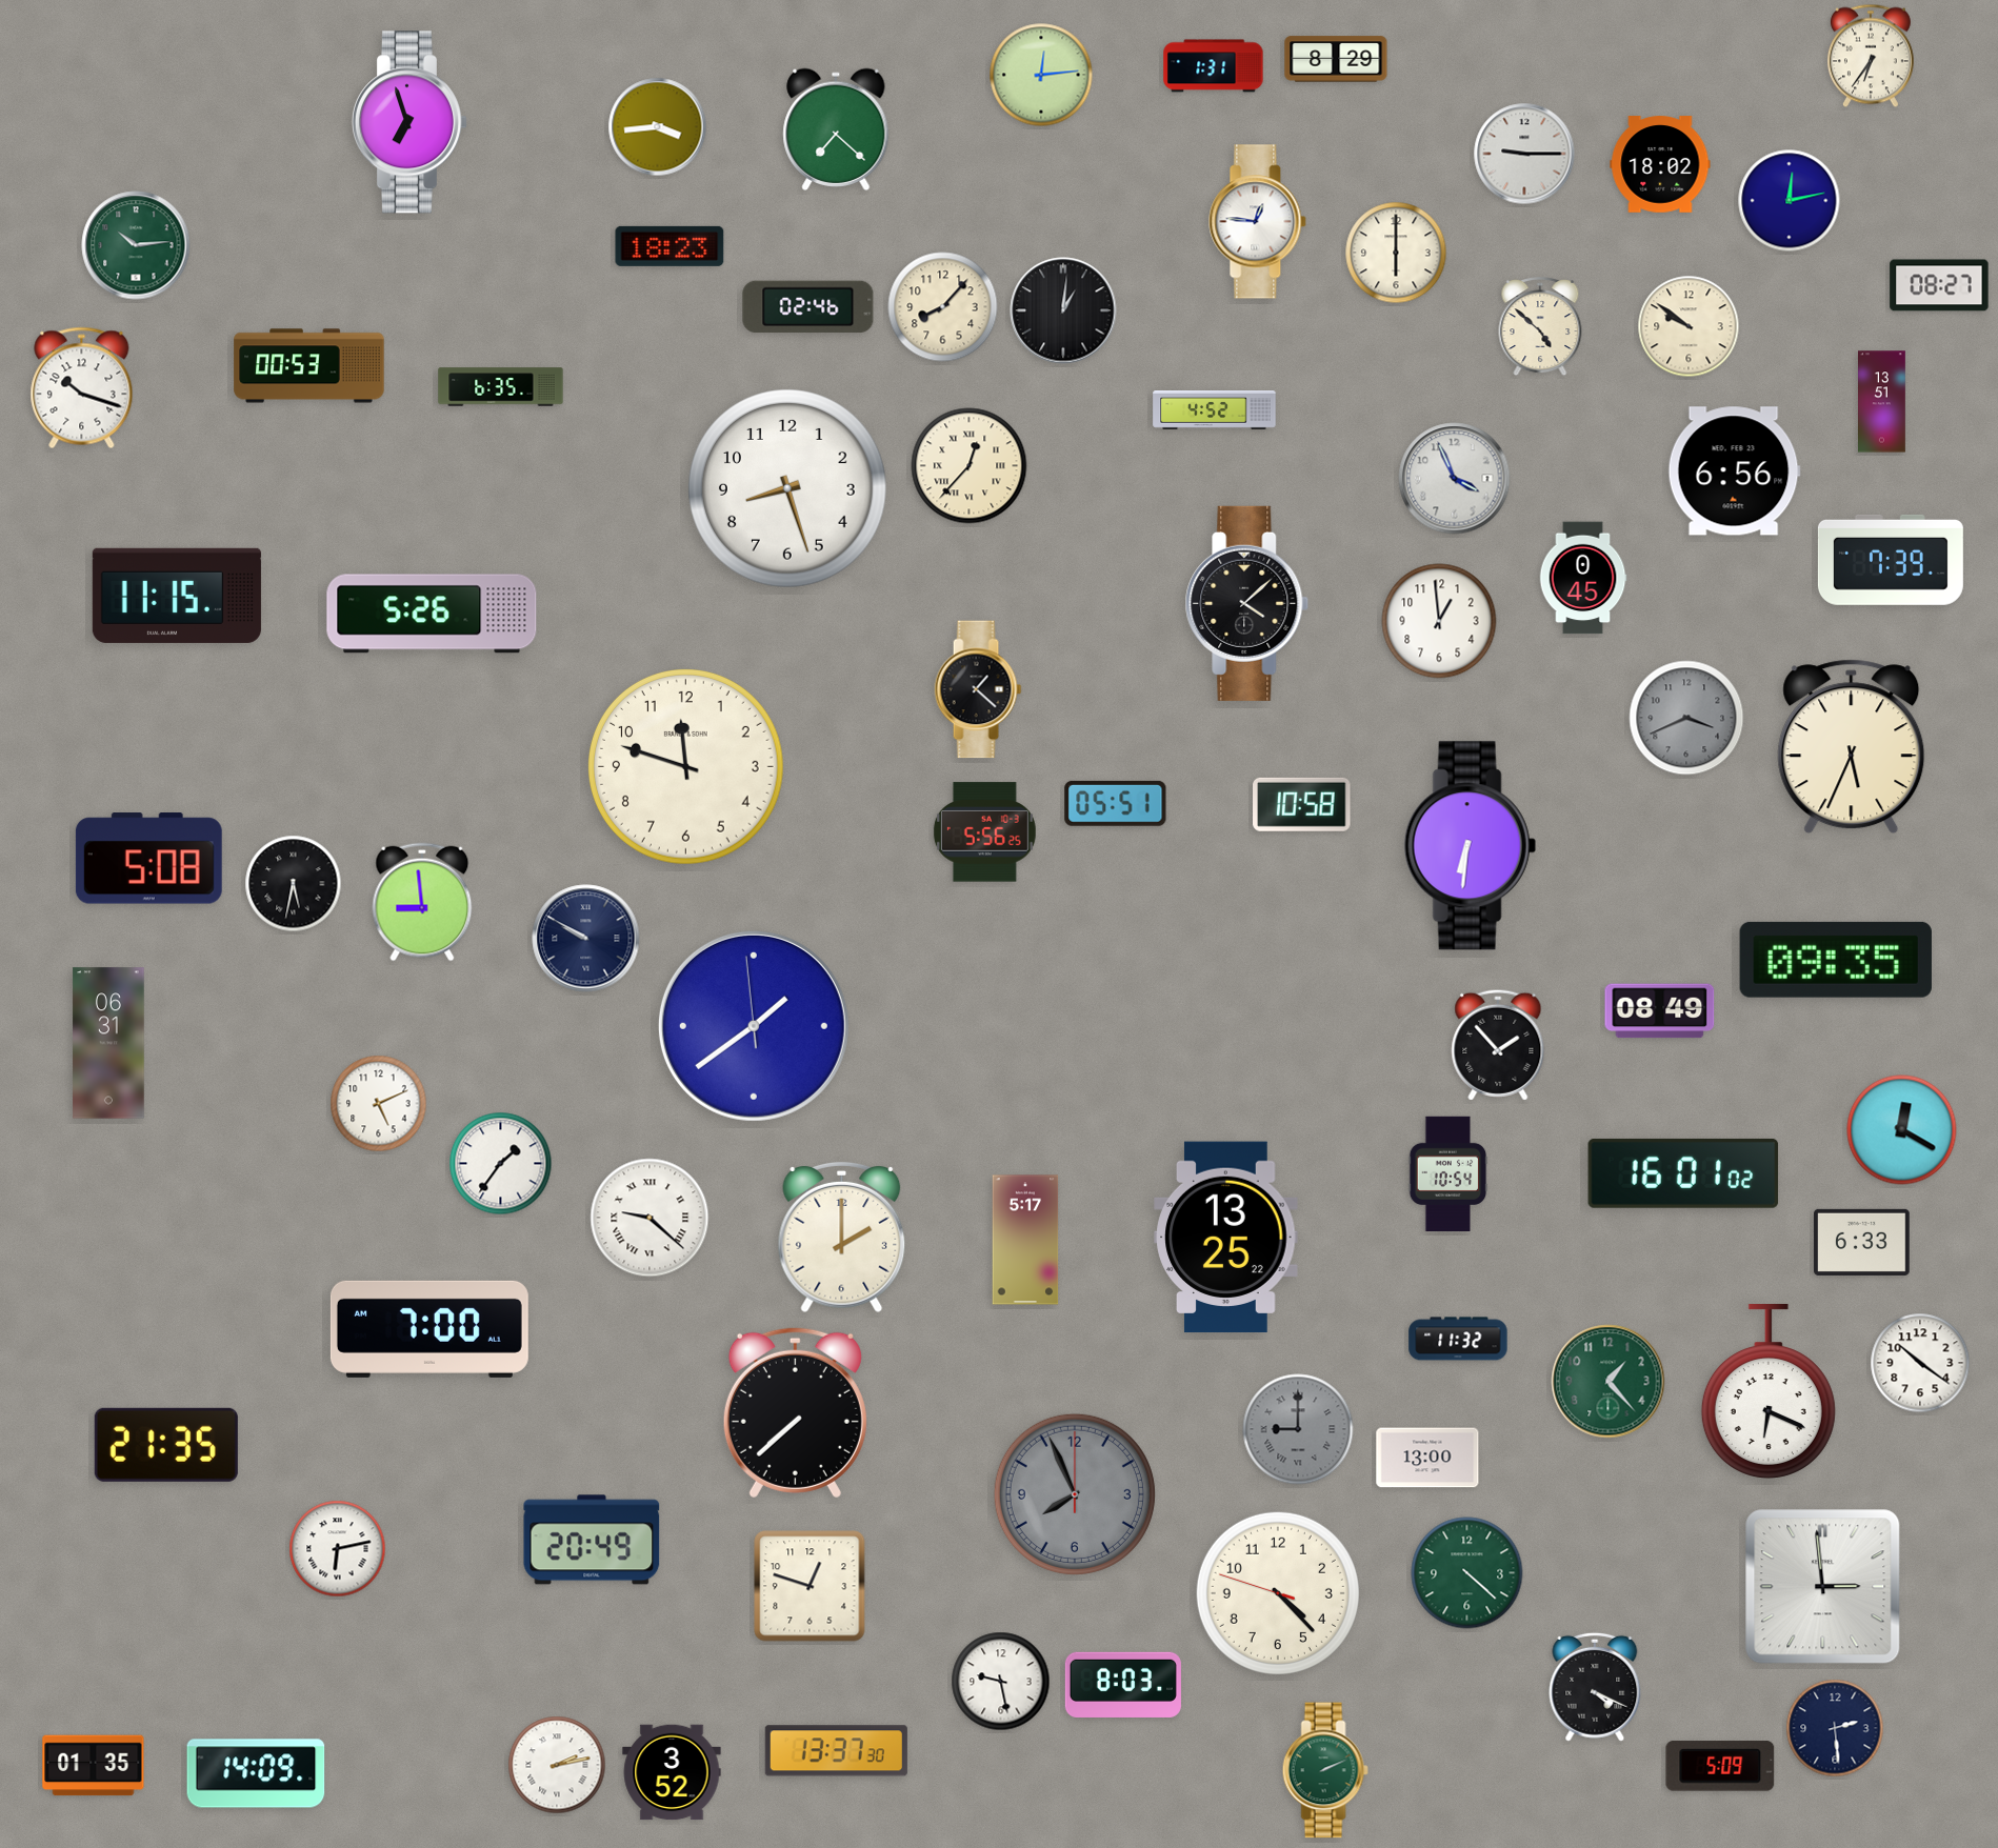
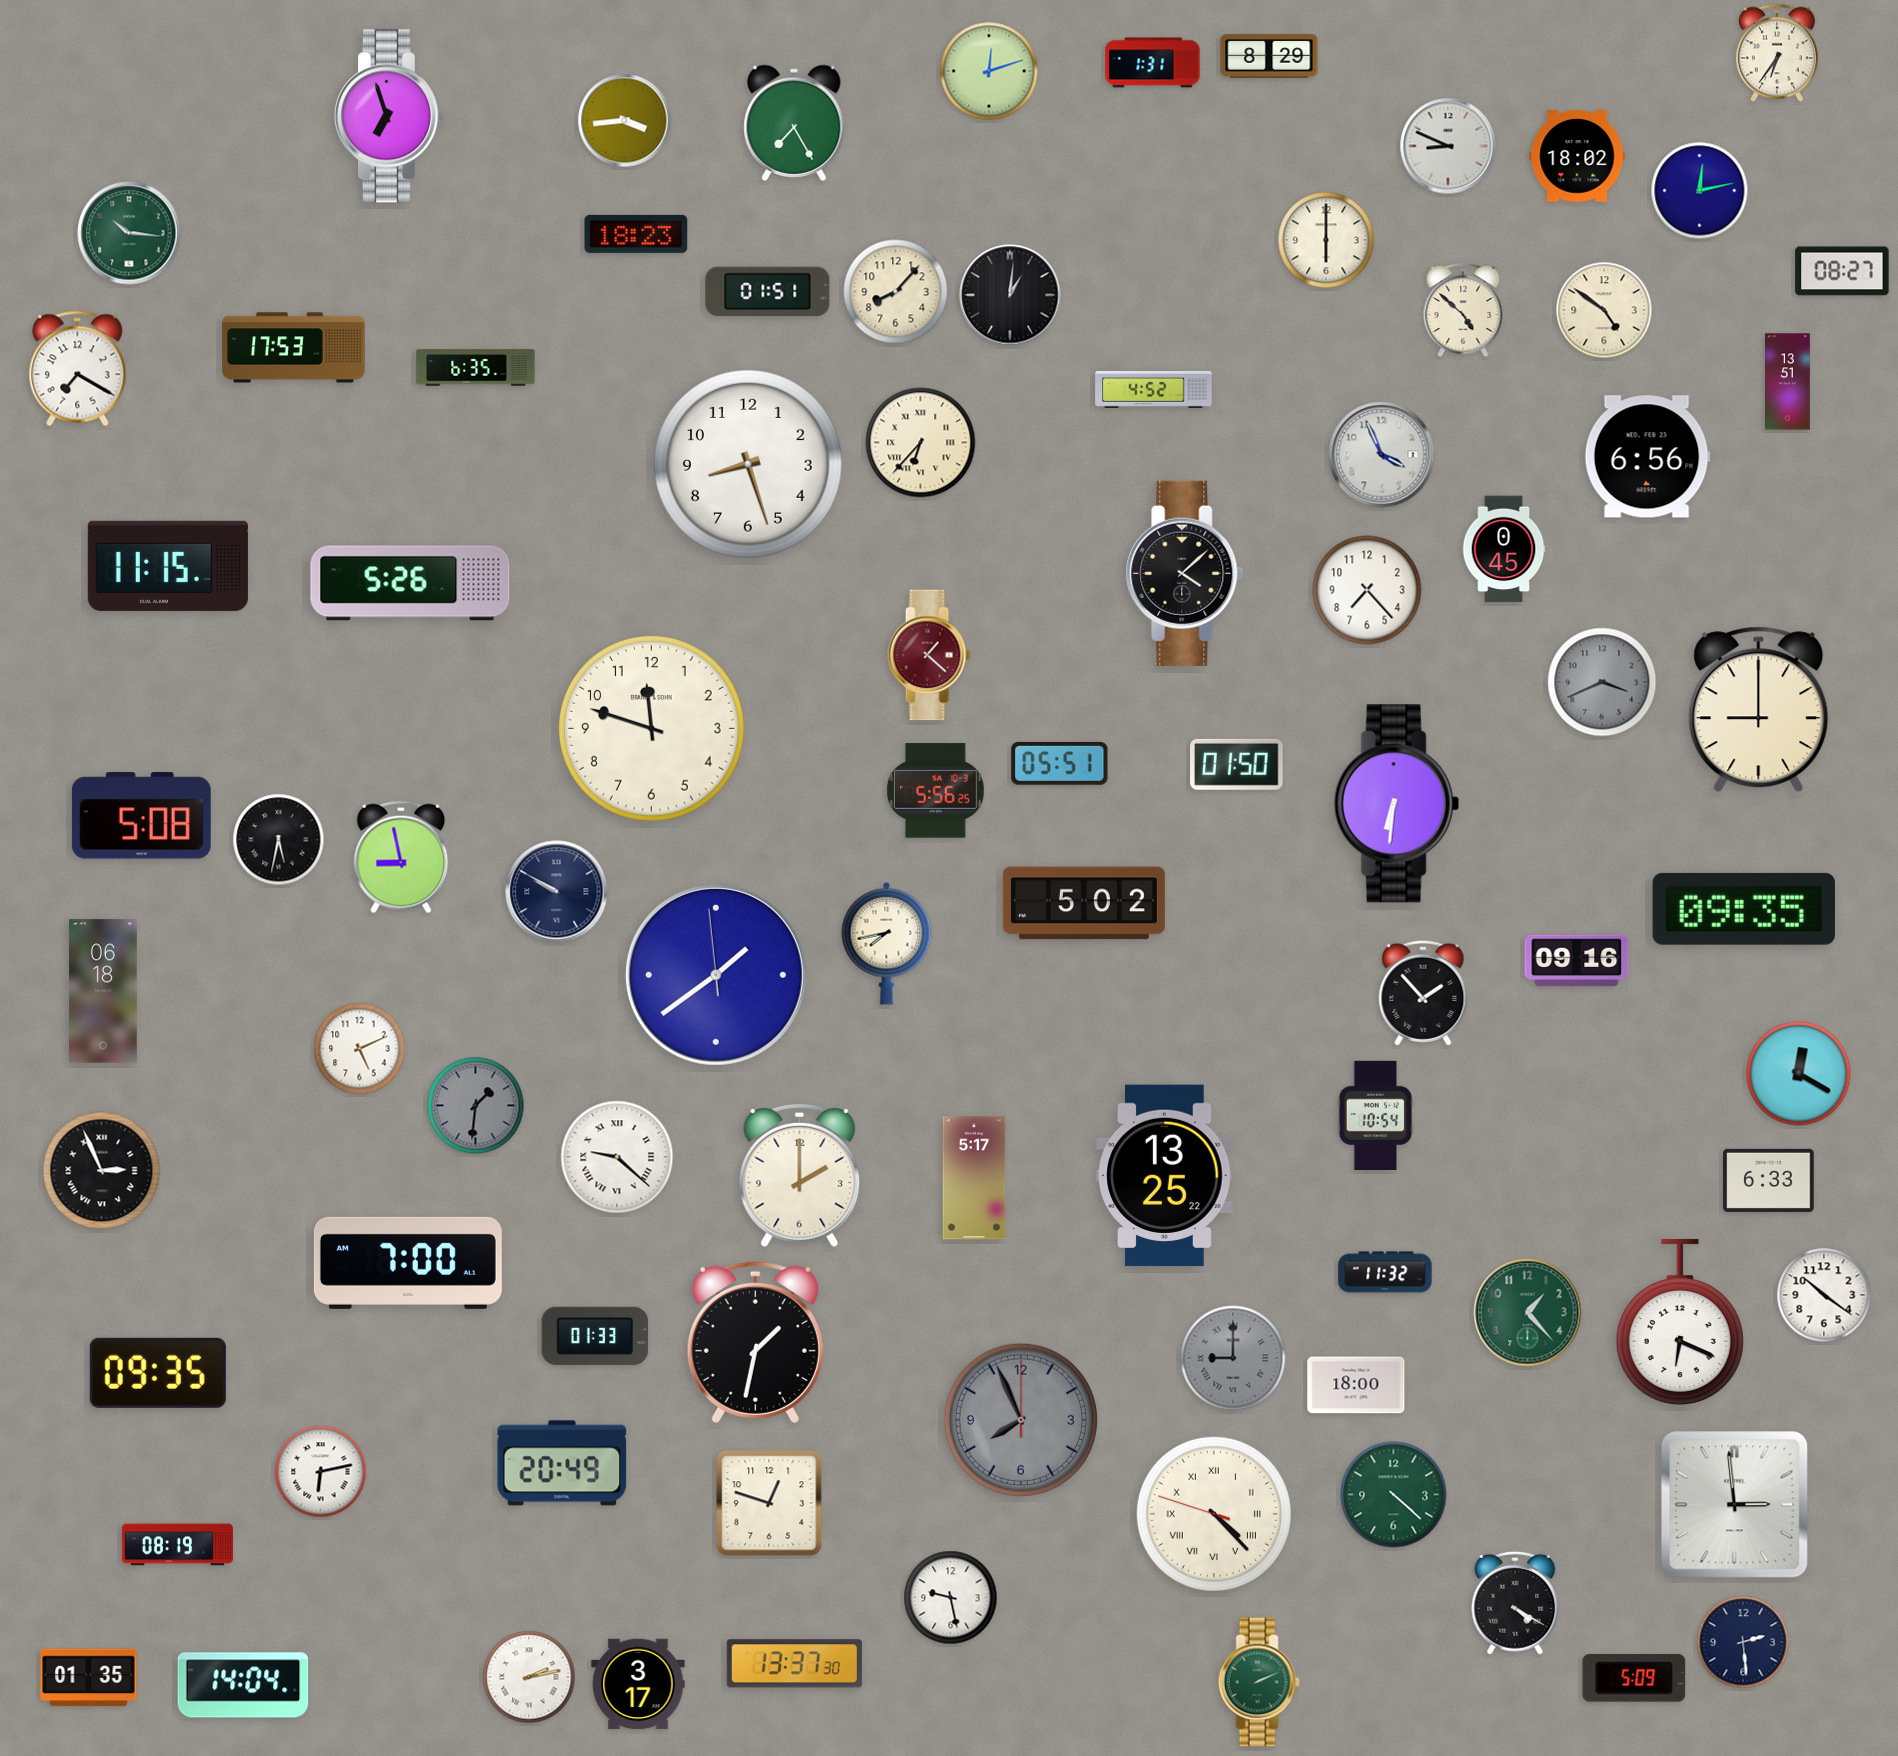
clock at (1041, 75): 12:14 -> 12:12
clock at (836, 129): 7:22 -> 7:25
clock at (1524, 154): 9:15 -> 8:49
clock at (1258, 222): 12:46 -> none
clock at (136, 245): 10:14 -> 10:16
clock at (808, 307): 02:46 -> 01:51
clock at (1689, 326): 9:51 -> 4:51
clock at (309, 366): 00:53 -> 17:53
clock at (82, 388): 10:18 -> 7:20
clock at (970, 466): 12:37 -> 6:37
clock at (1734, 471) position: (1734, 471) -> (1647, 457)
clock at (1891, 560): 7:39 -> none
clock at (1439, 621): 12:59 -> 7:23
clock at (978, 689) dial: black -> burgundy
clock at (1852, 747): 5:34 -> 9:00
clock at (1302, 804): 10:58 -> 01:50
clock at (422, 902): 8:59 -> 8:58
clock at (1084, 903): none -> 5:02
clock at (1836, 960) position: (1836, 960) -> (1744, 909)
clock at (887, 943): none -> 7:43
clock at (1660, 1011): 08:49 -> 09:16
clock at (108, 1043): 06:31 -> 06:18
clock at (1902, 1130) position: (1902, 1130) -> (1799, 1074)
clock at (501, 1164): 1:36 -> 1:31
clock at (501, 1164) dial: white -> grey
clock at (1683, 1173): 16:01 -> none
clock at (102, 1171): none -> 2:56
clock at (595, 1336): none -> 01:33
clock at (795, 1412): 7:38 -> 1:32
clock at (166, 1445): 21:35 -> 09:35
clock at (1427, 1458): 13:00 -> 18:00
clock at (810, 1586) position: (810, 1586) -> (769, 1503)
clock at (1823, 1587) position: (1823, 1587) -> (1735, 1505)
clock at (1278, 1593) numerals: Arabic -> Roman
clock at (177, 1545): none -> 08:19
clock at (1123, 1685): 8:03 -> none
clock at (1595, 1687): 4:19 -> 4:20
clock at (672, 1772): 3:52 -> 3:17
clock at (256, 1773): 14:09 -> 14:04
